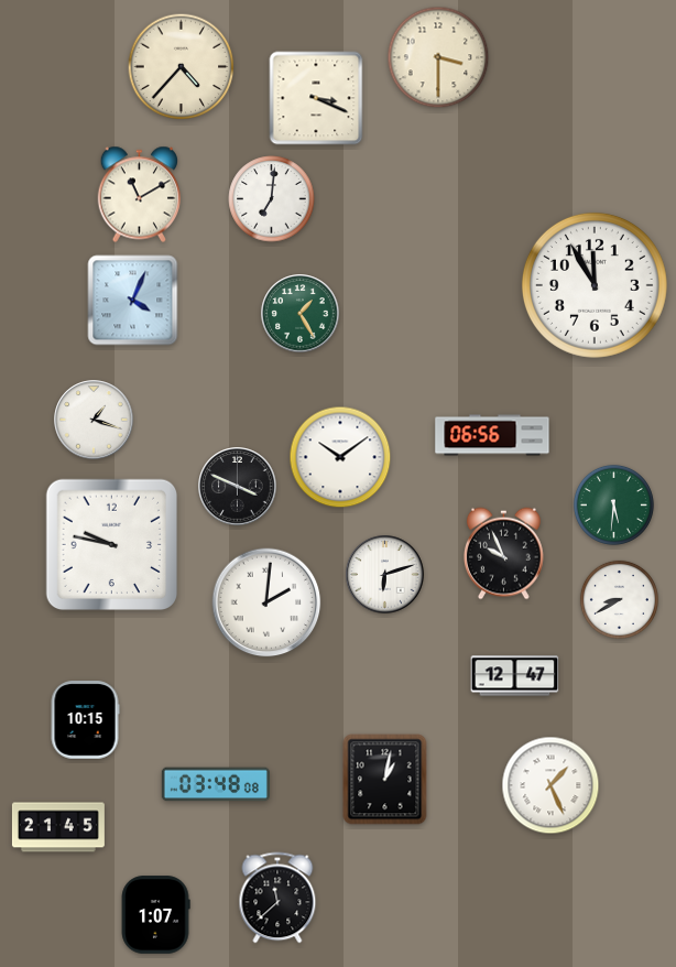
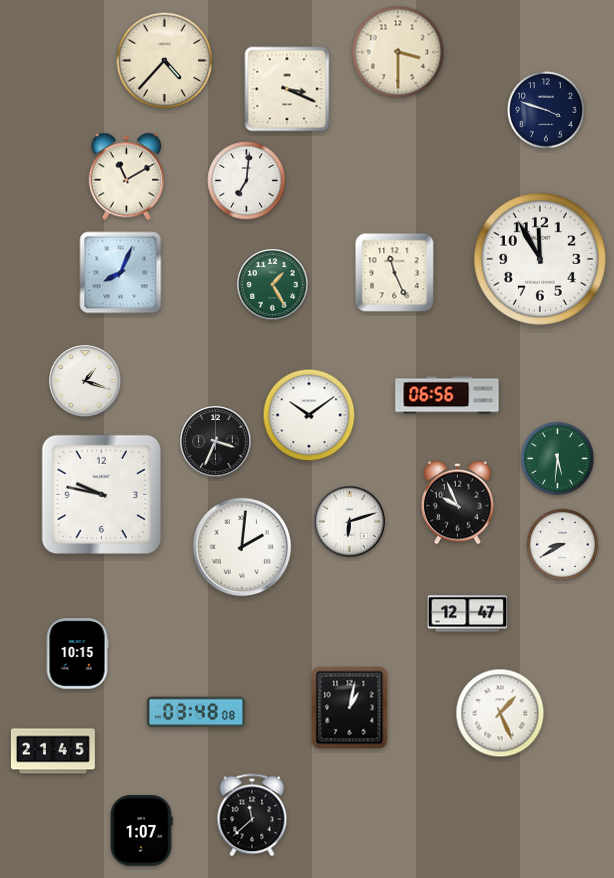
clock at (546, 110): none -> 3:48
clock at (133, 301): 4:04 -> 8:04
clock at (395, 273): none -> 11:26
clock at (238, 487): 3:49 -> 3:34
